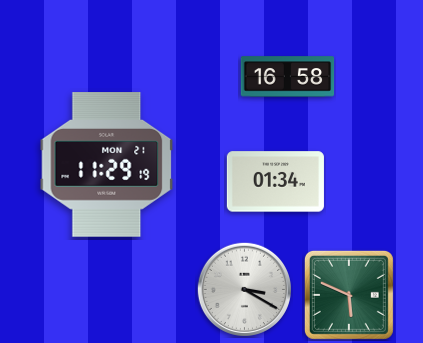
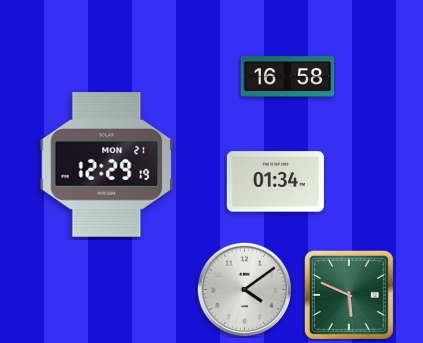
clock at (107, 165): 11:29 -> 12:29
clock at (244, 289): 3:20 -> 4:09
